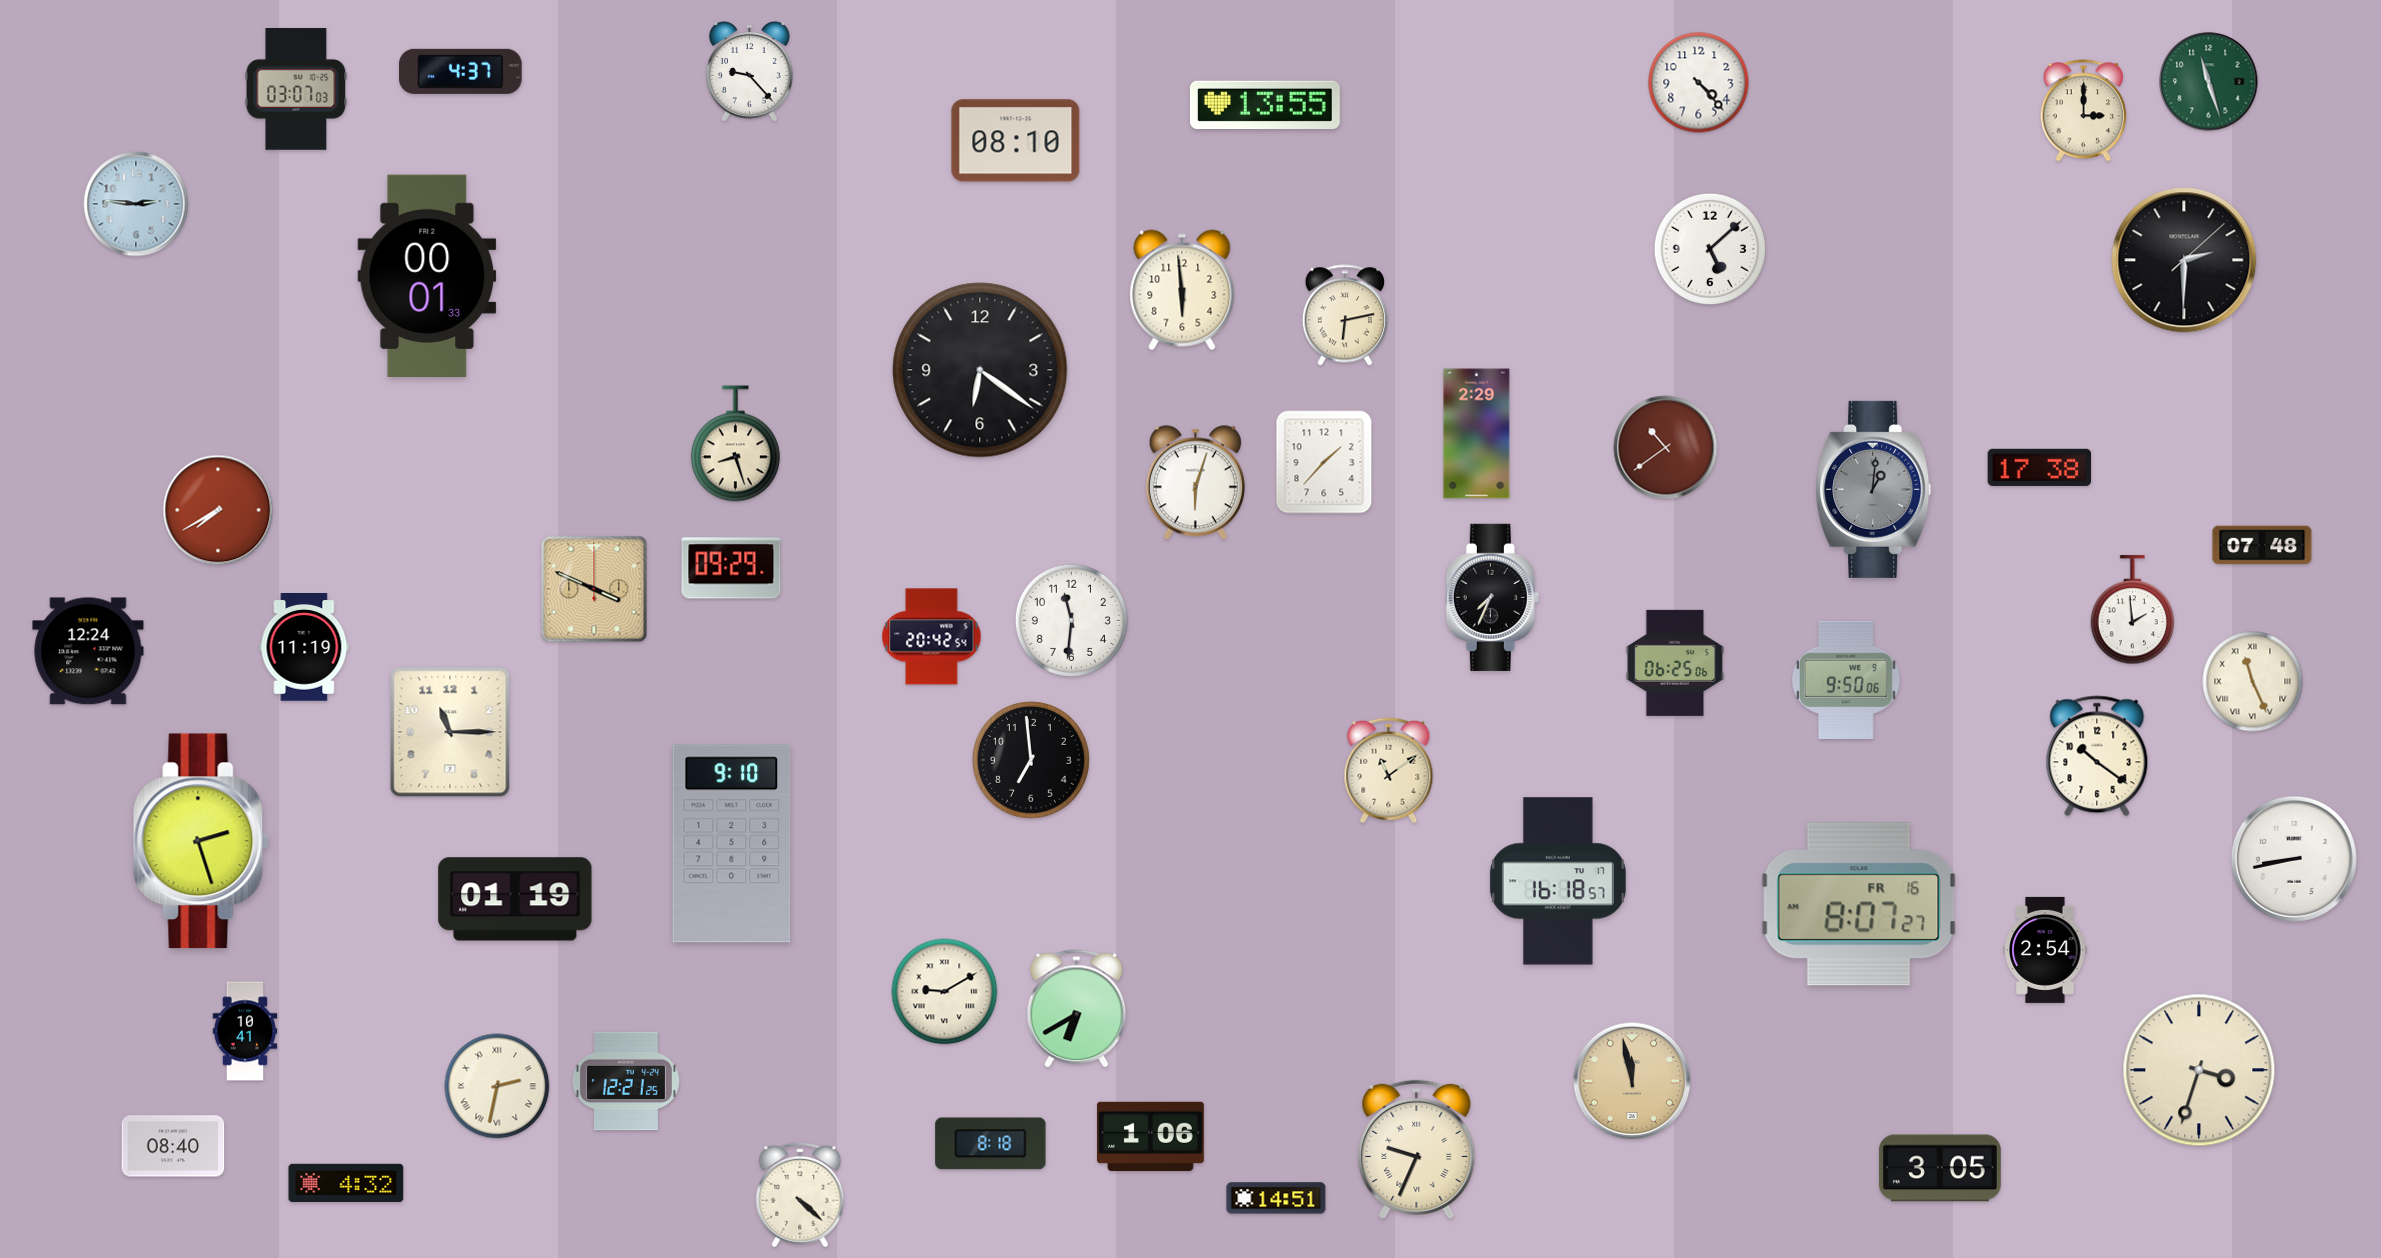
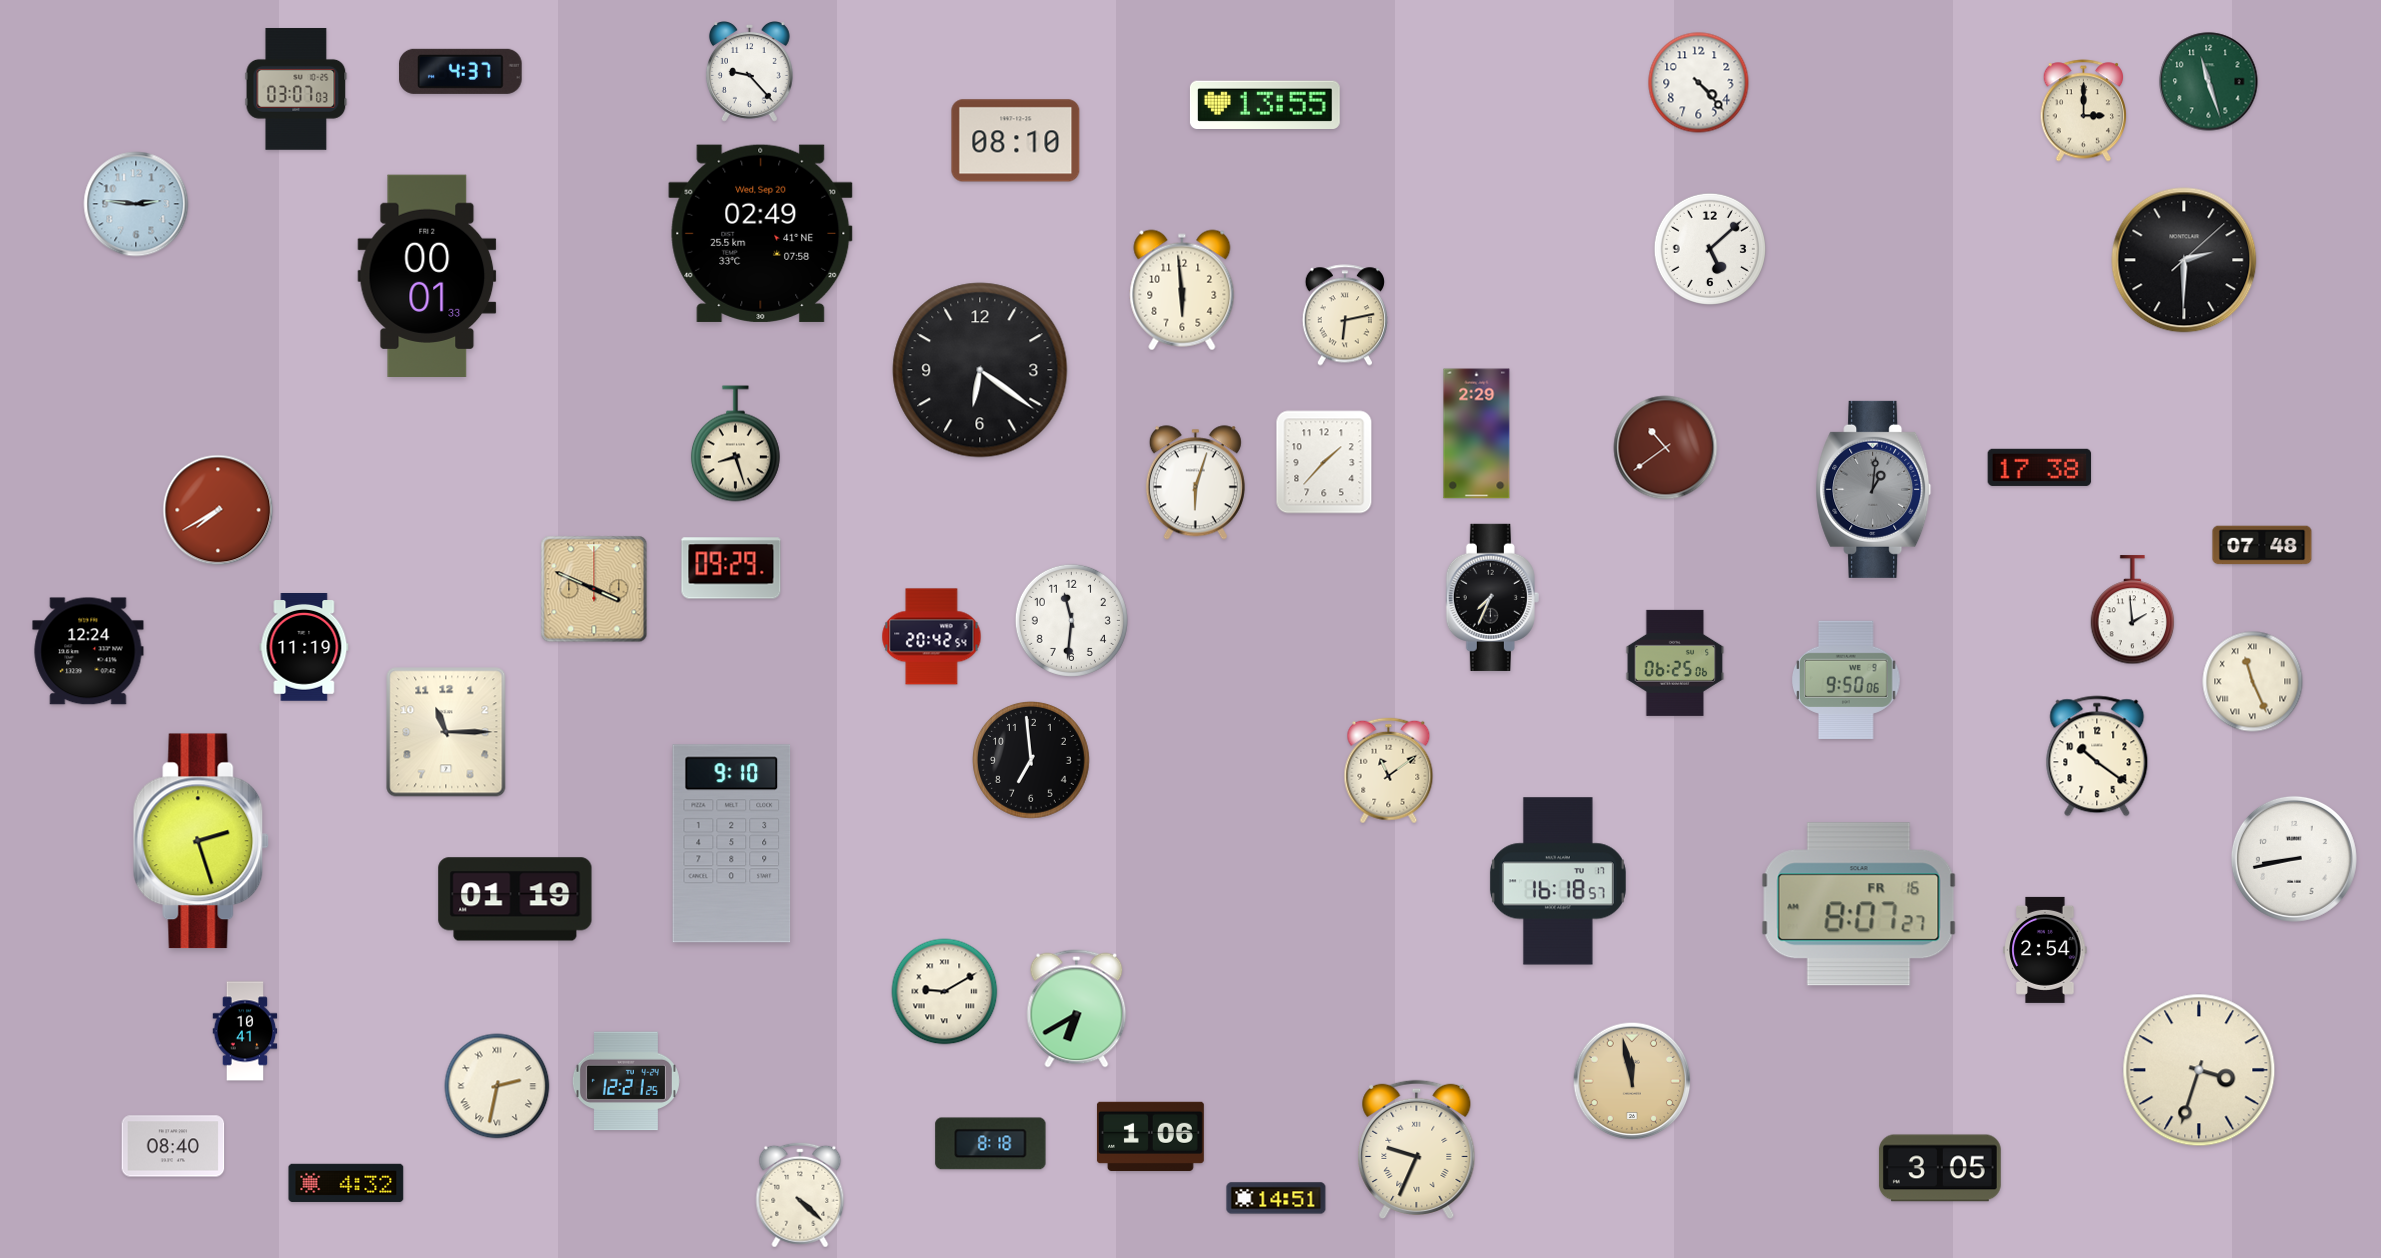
clock at (761, 233): none -> 02:49
clock at (450, 732) position: (450, 732) -> (446, 732)
